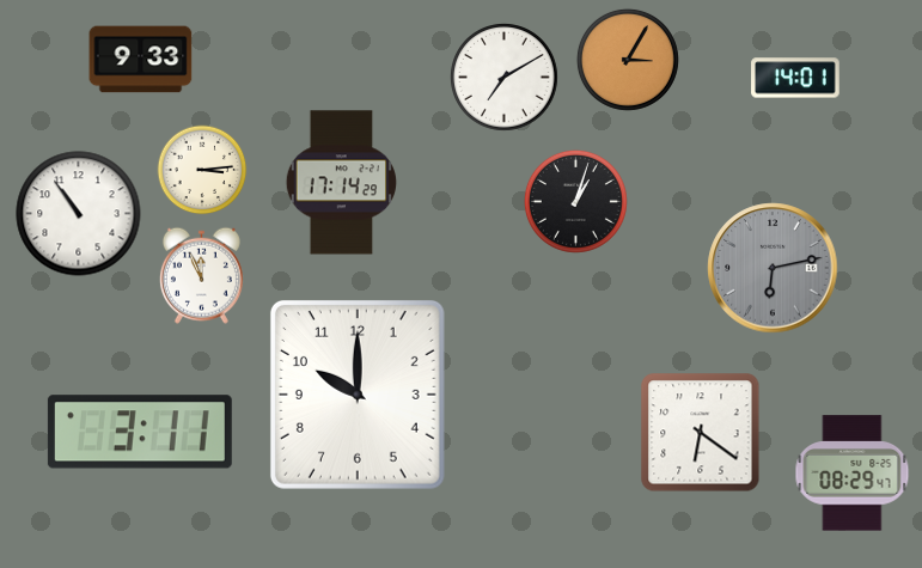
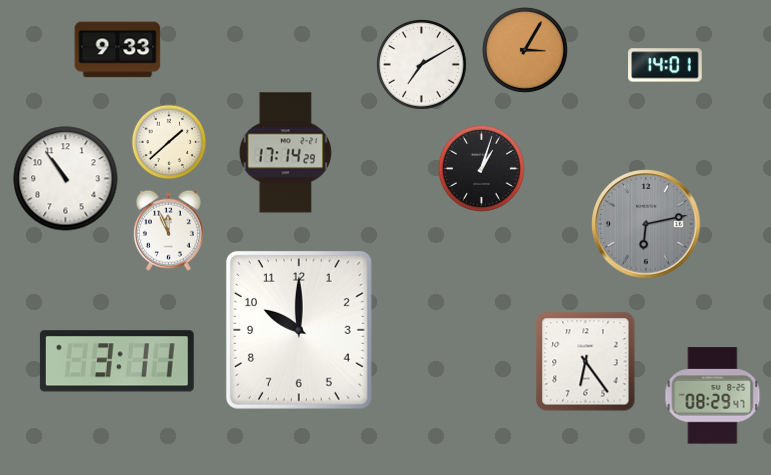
clock at (202, 170): 3:14 -> 1:38
clock at (701, 433): 6:21 -> 6:24
